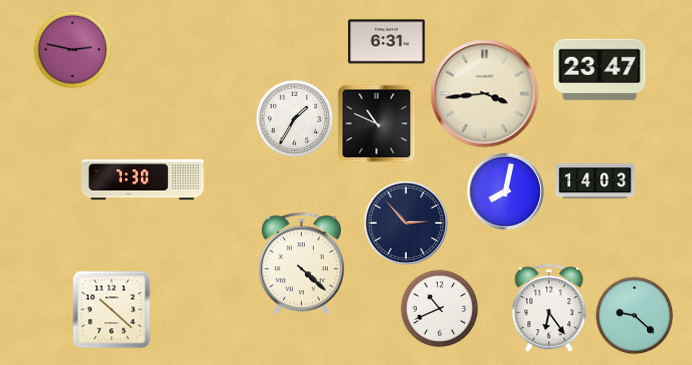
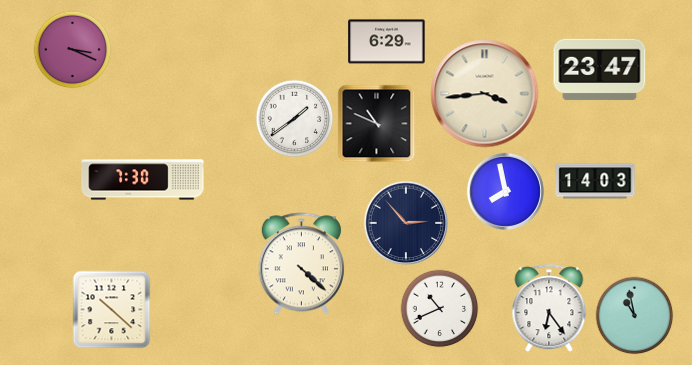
clock at (387, 42): 6:31 -> 6:29
clock at (72, 49): 2:47 -> 3:19
clock at (294, 118): 1:35 -> 1:39
clock at (505, 191): 8:02 -> 7:58
clock at (634, 315): 9:22 -> 10:58
